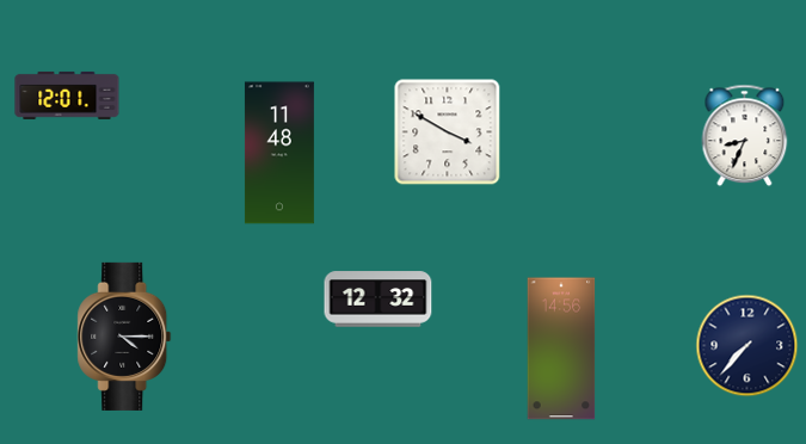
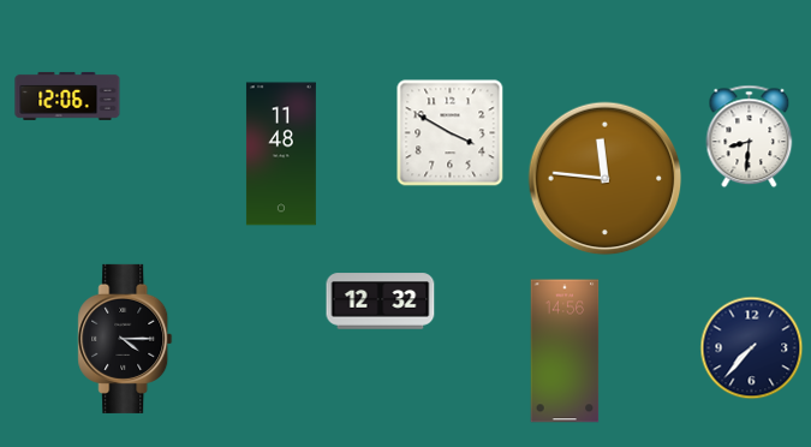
clock at (67, 95): 12:01 -> 12:06
clock at (745, 136): 8:34 -> 8:31
clock at (606, 179): none -> 11:46
